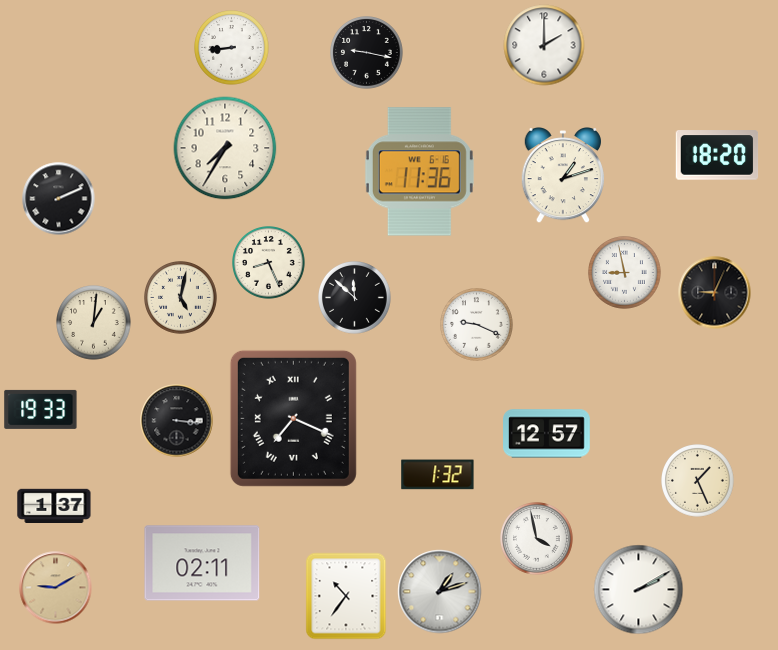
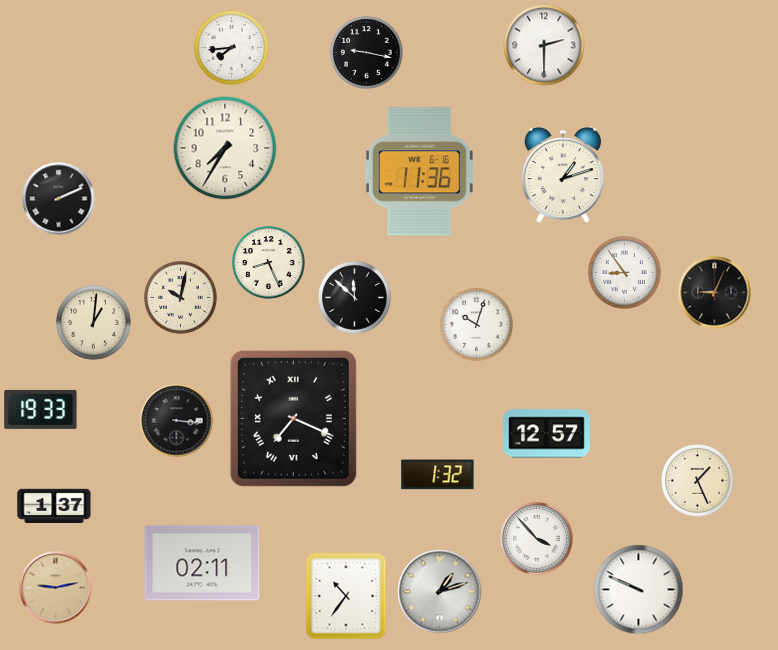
clock at (544, 45): 2:00 -> 2:30
clock at (232, 48): 8:44 -> 7:44
clock at (717, 155): 18:20 -> none
clock at (625, 273): 8:58 -> 8:54
clock at (181, 298): 5:02 -> 10:02
clock at (477, 325): 9:19 -> 10:03
clock at (537, 539): 3:58 -> 3:53
clock at (56, 588): 9:10 -> 9:13
clock at (639, 590): 2:10 -> 9:49
